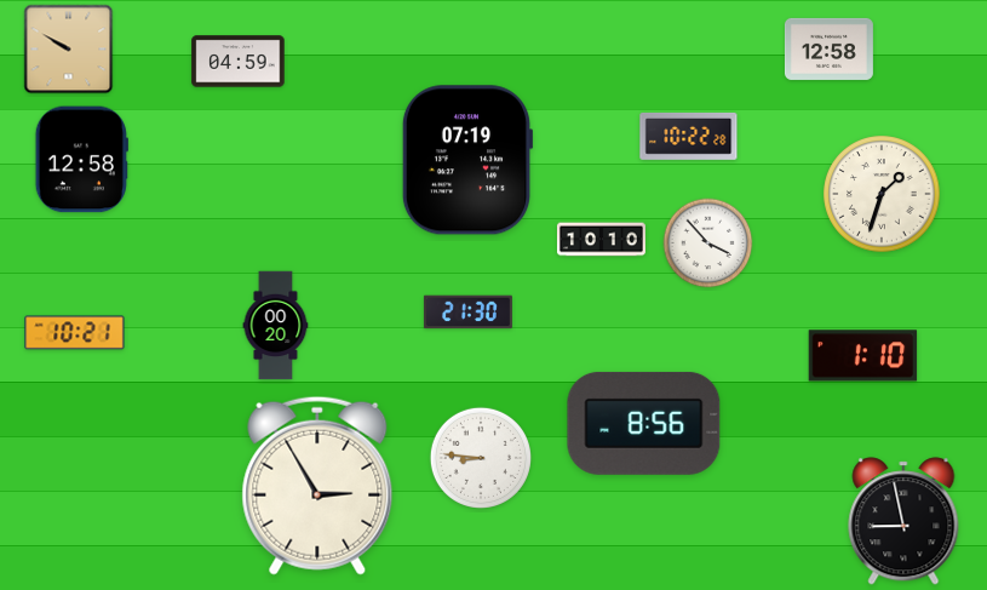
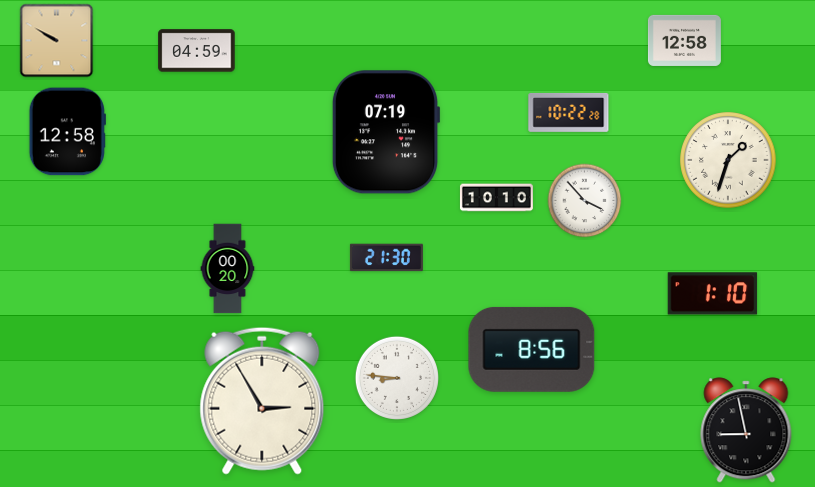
clock at (75, 333): 10:21 -> none
